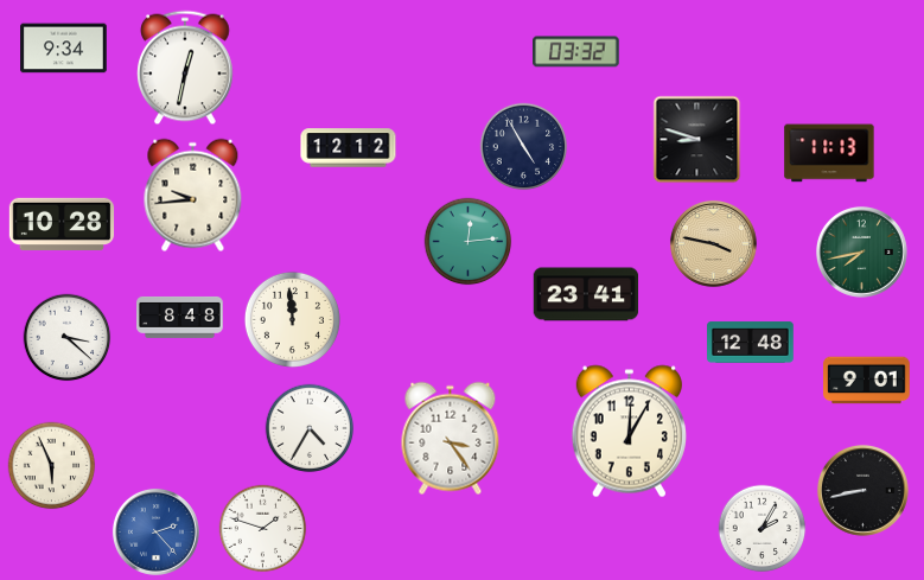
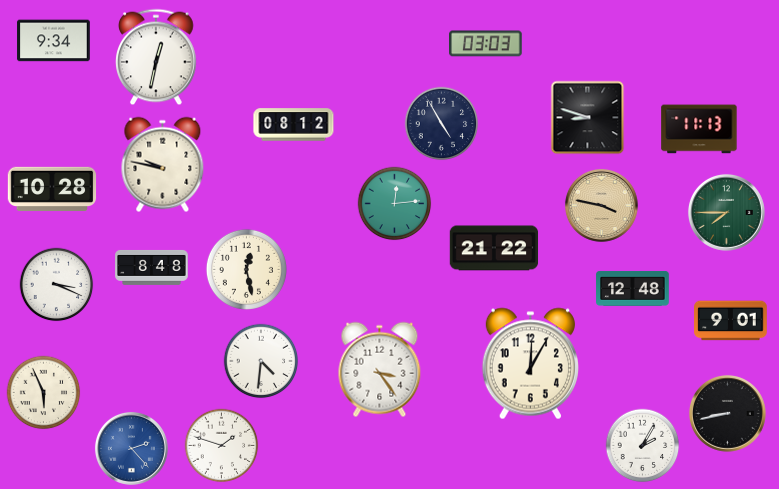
clock at (576, 52): 03:32 -> 03:03
clock at (349, 148): 12:12 -> 08:12
clock at (193, 196): 9:44 -> 9:47
clock at (861, 251): 7:43 -> 7:45
clock at (586, 294): 23:41 -> 21:22
clock at (292, 319): 11:59 -> 12:28
clock at (68, 338): 3:22 -> 3:19
clock at (310, 428): 4:35 -> 4:31
